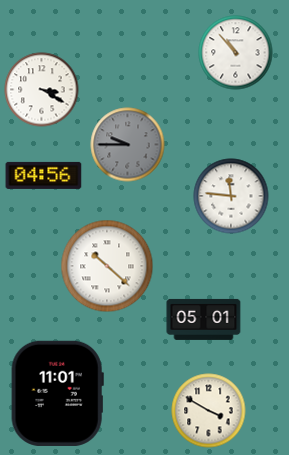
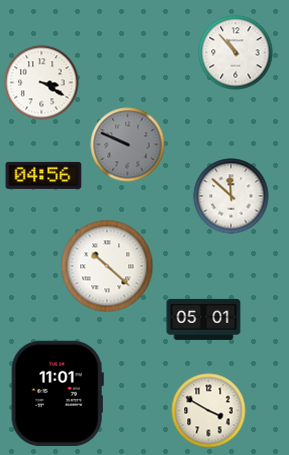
clock at (42, 90) position: (42, 90) -> (42, 83)
clock at (128, 145): 9:45 -> 9:49
clock at (231, 196): 11:46 -> 11:52
